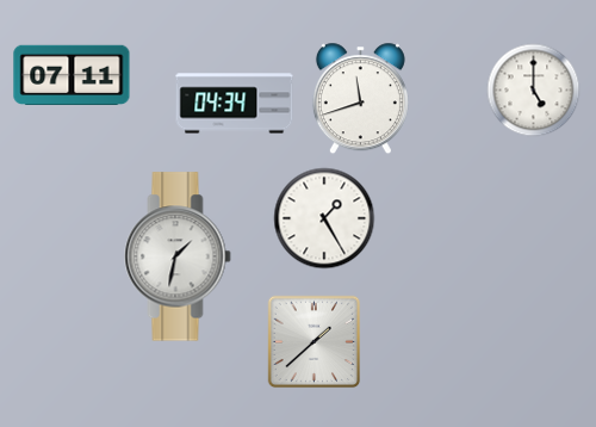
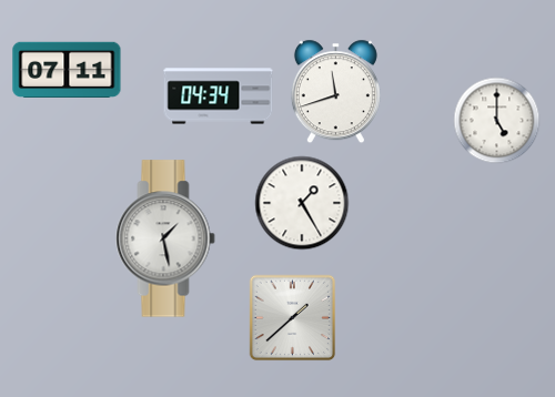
clock at (533, 89) position: (533, 89) -> (496, 120)
clock at (178, 256): 1:32 -> 1:28
